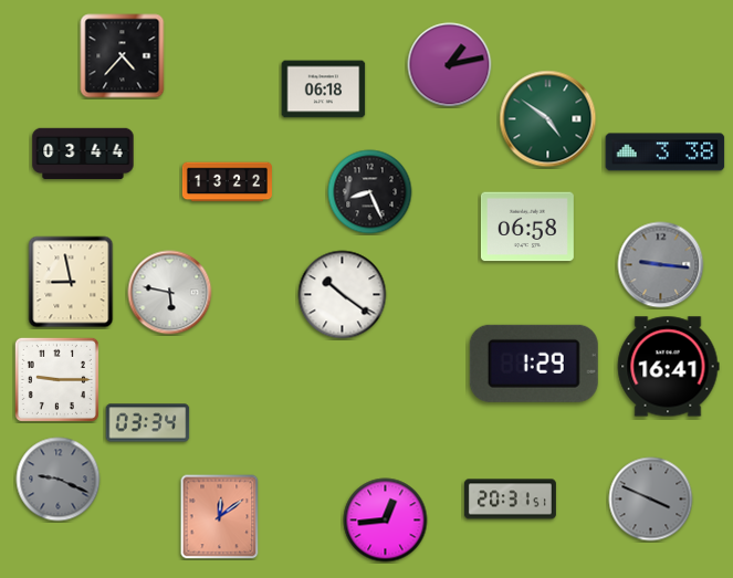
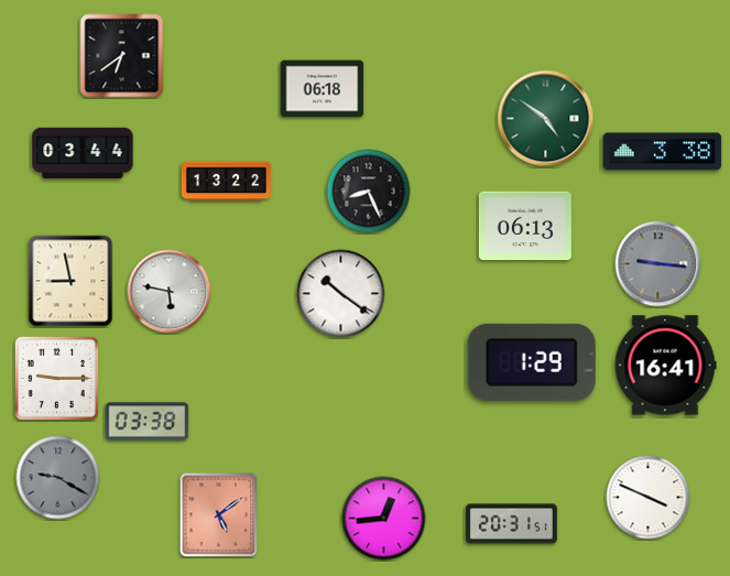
clock at (123, 56): 4:37 -> 6:39
clock at (450, 65): 1:13 -> none
clock at (527, 227): 06:58 -> 06:13
clock at (148, 423): 03:34 -> 03:38
clock at (59, 480): 9:19 -> 9:20
clock at (510, 500) position: (510, 500) -> (511, 524)
clock at (651, 500) dial: grey -> white
clock at (220, 517): 12:09 -> 5:09
